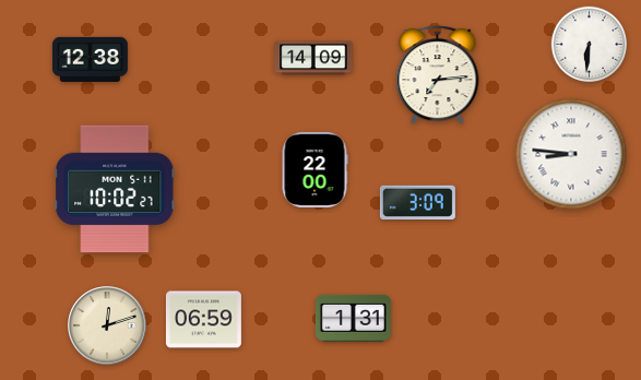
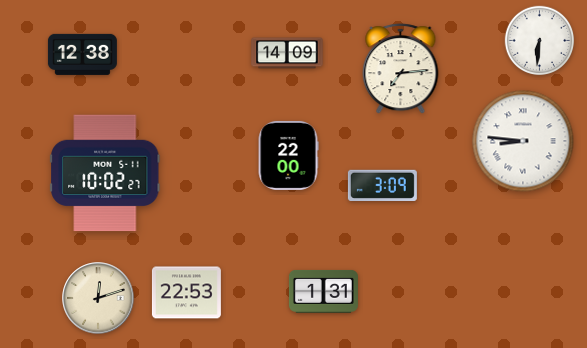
clock at (203, 320): 06:59 -> 22:53
